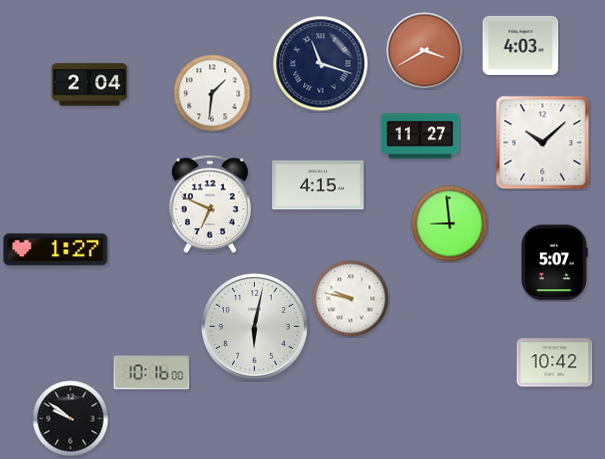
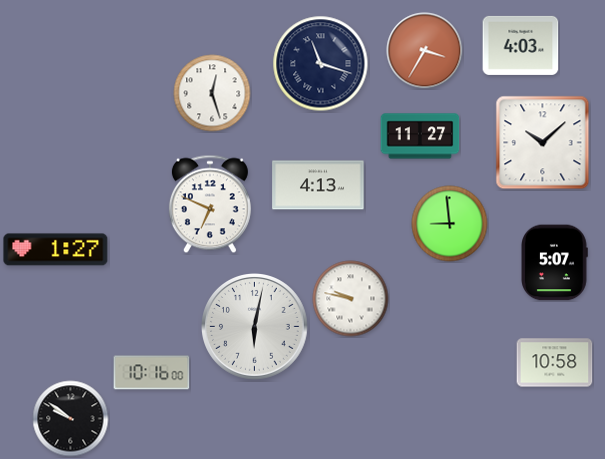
clock at (425, 51): 3:40 -> 3:35
clock at (90, 85): 2:04 -> none
clock at (212, 93): 1:31 -> 12:27
clock at (318, 185): 4:15 -> 4:13
clock at (555, 363): 10:42 -> 10:58
